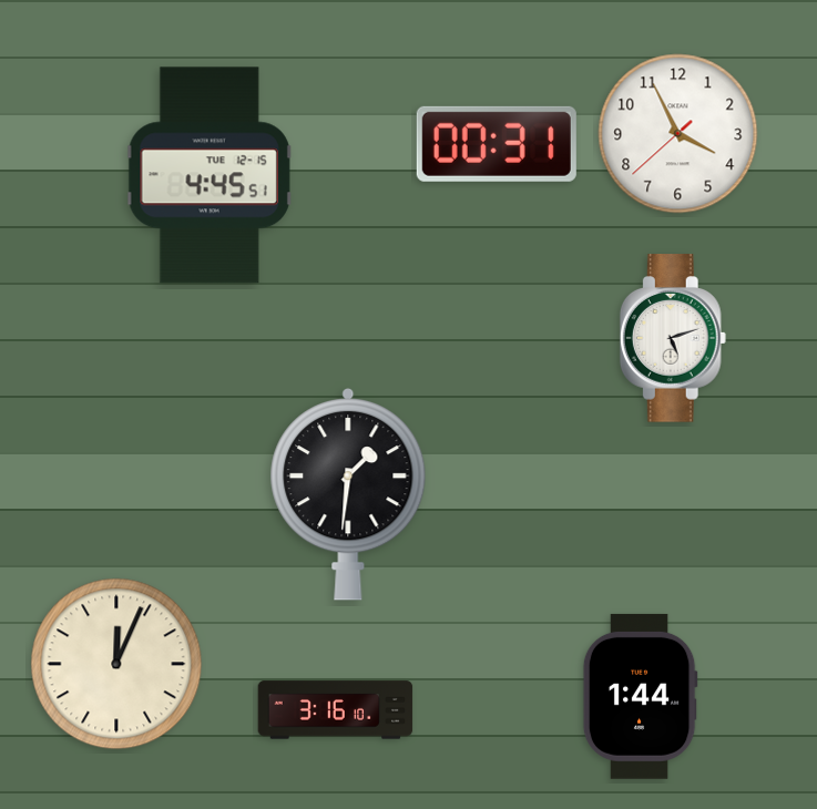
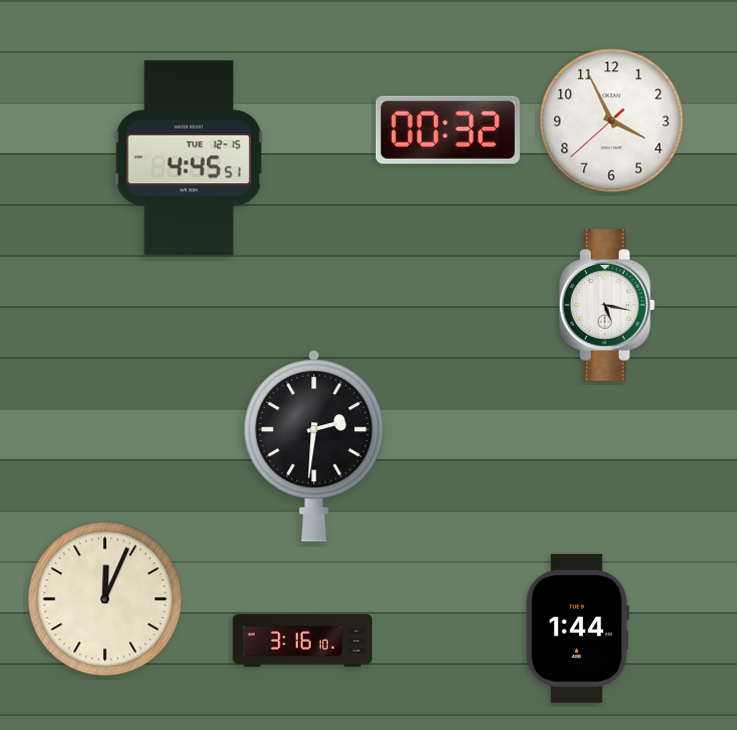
clock at (497, 144): 00:31 -> 00:32
clock at (673, 338): 5:12 -> 5:17
clock at (348, 494): 1:31 -> 2:31
